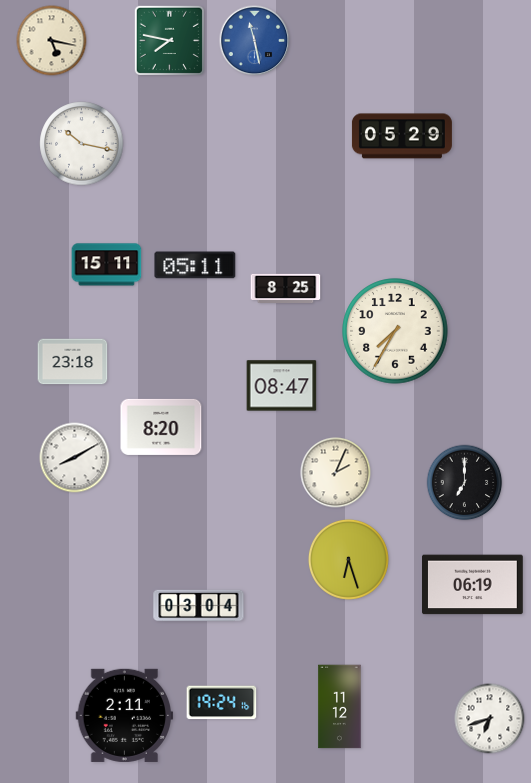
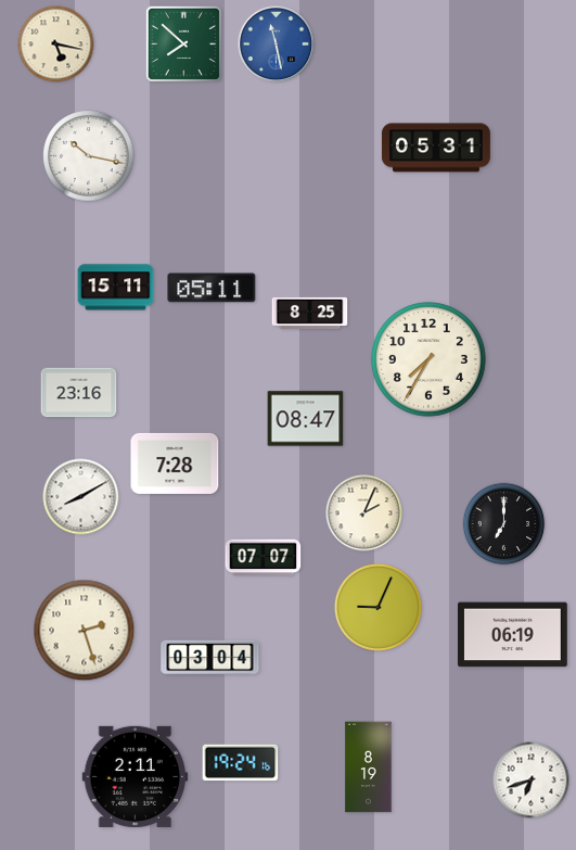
clock at (169, 40): 7:47 -> 7:52
clock at (402, 136): 05:29 -> 05:31
clock at (73, 362): 23:18 -> 23:16
clock at (161, 427): 8:20 -> 7:28
clock at (264, 558): none -> 07:07
clock at (348, 559): 6:27 -> 9:04
clock at (85, 631): none -> 2:27
clock at (199, 606) position: (199, 606) -> (210, 658)
clock at (340, 707): 11:12 -> 8:19
